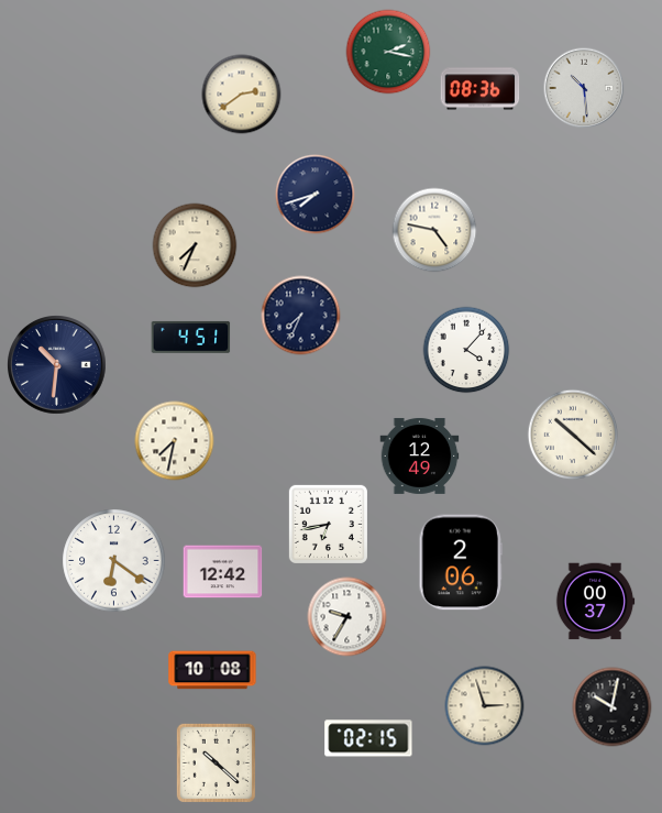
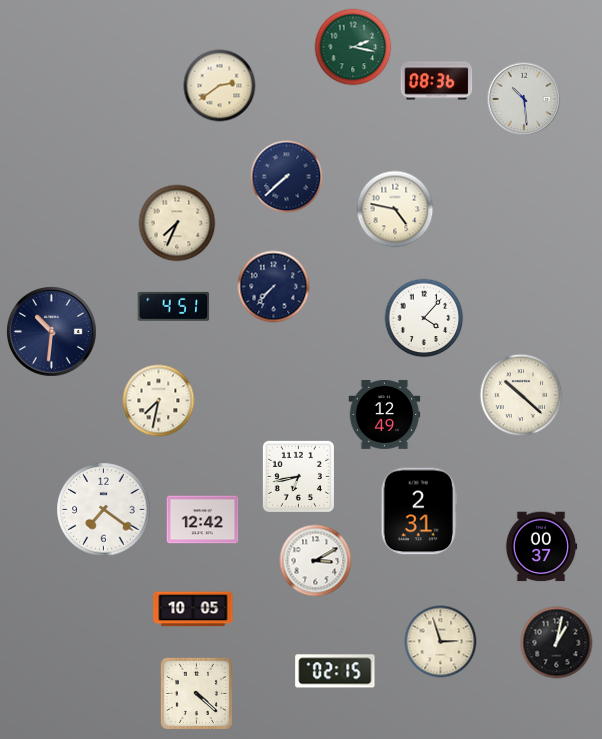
clock at (584, 88) position: (584, 88) -> (524, 99)
clock at (316, 195): 7:42 -> 7:38
clock at (301, 316): 7:34 -> 7:37
clock at (420, 455) position: (420, 455) -> (385, 414)
clock at (114, 561): 6:21 -> 7:21
clock at (460, 562): 2:06 -> 2:31
clock at (347, 617): 9:35 -> 3:10
clock at (212, 670): 10:08 -> 10:05
clock at (613, 707): 10:02 -> 1:02
clock at (216, 762): 10:22 -> 4:22
